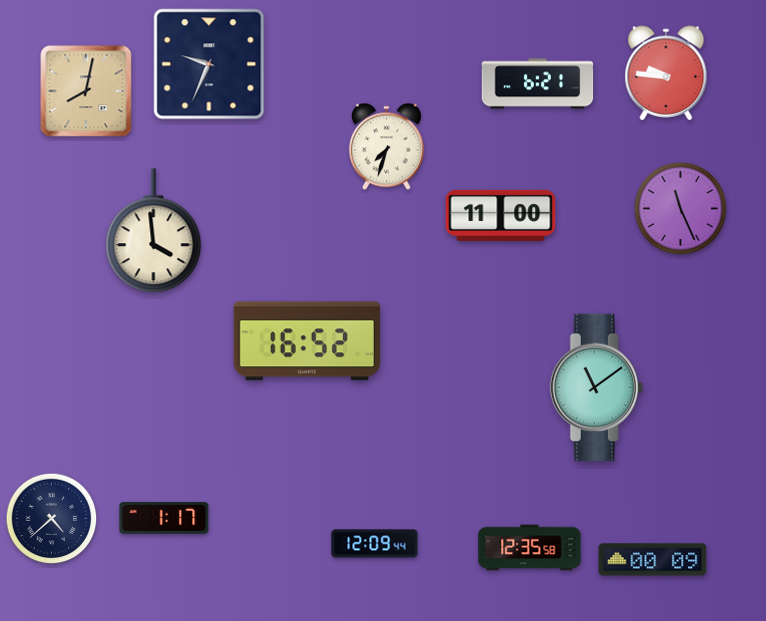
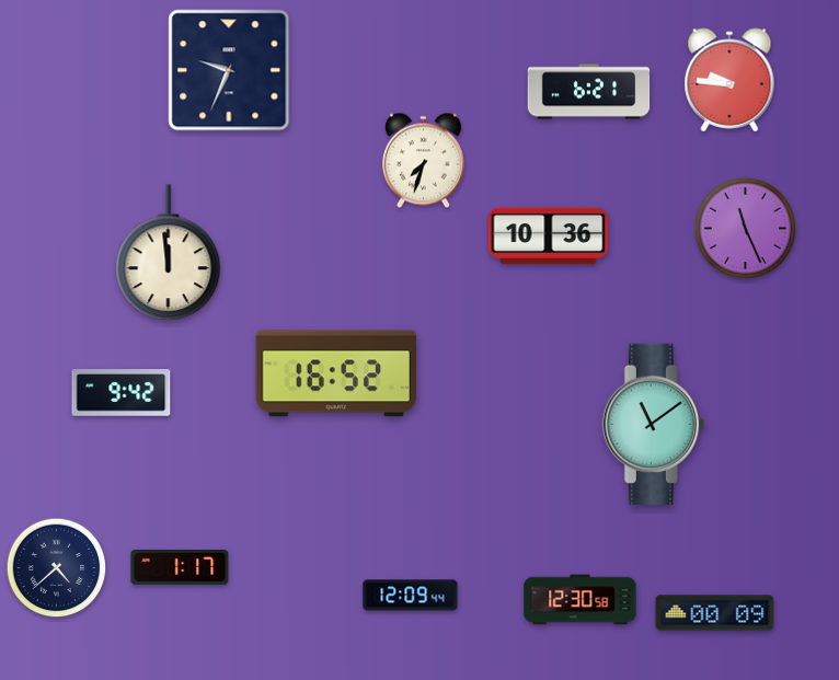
clock at (86, 91): 8:02 -> none
clock at (501, 215): 11:00 -> 10:36
clock at (154, 231): 3:59 -> 11:59
clock at (122, 393): none -> 9:42
clock at (530, 548): 12:35 -> 12:30
